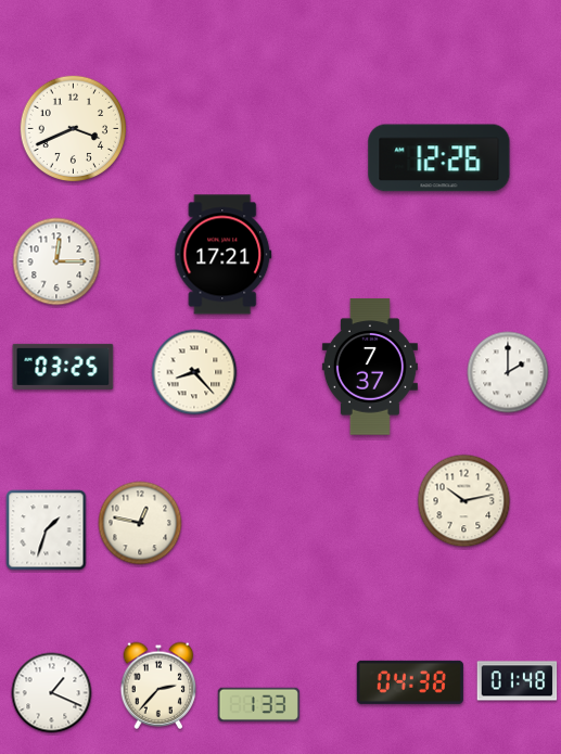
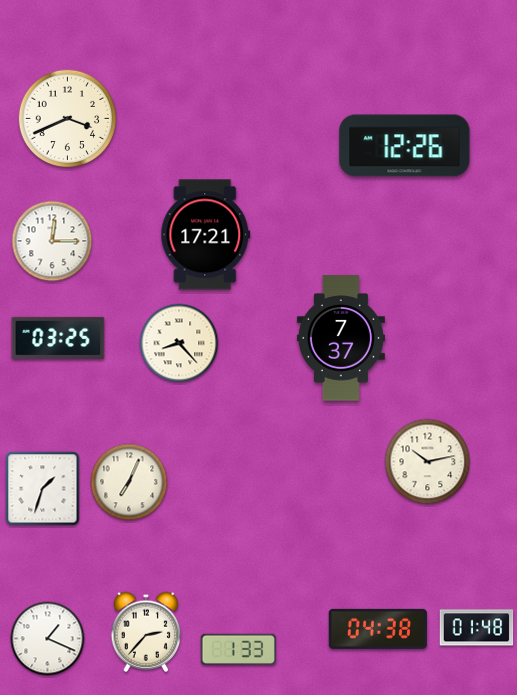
clock at (508, 372): 2:00 -> none
clock at (140, 523): 12:47 -> 7:04
